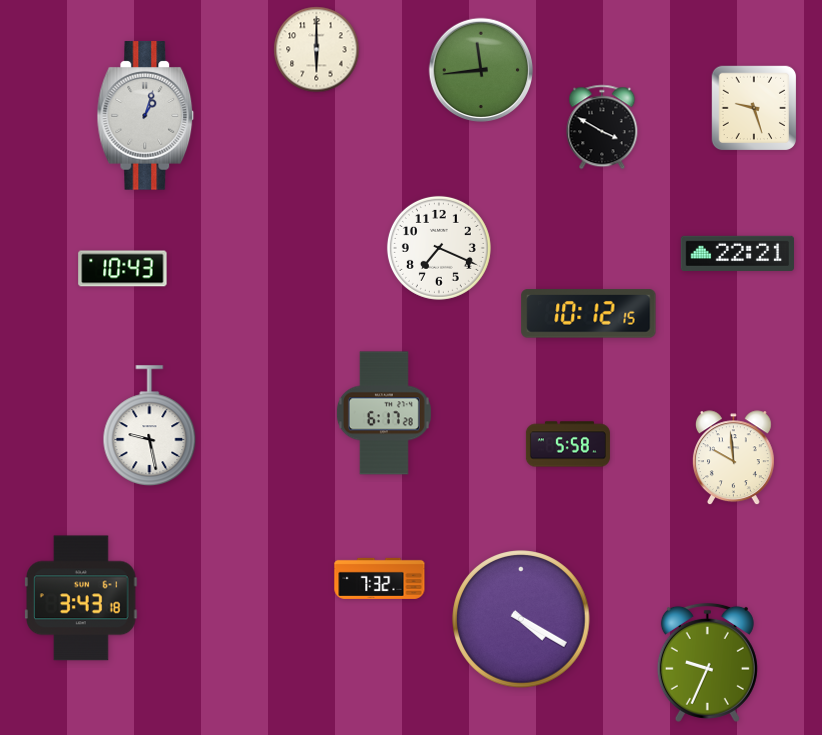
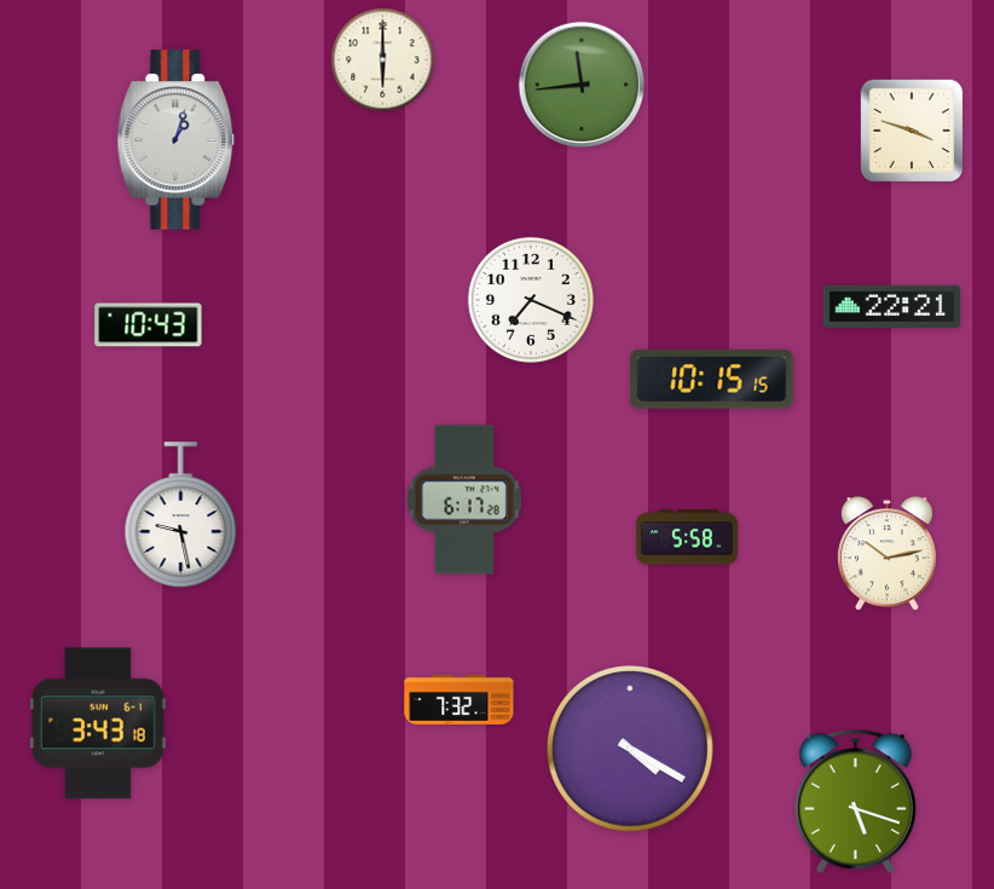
clock at (754, 108): 9:27 -> 3:48
clock at (602, 127): 3:50 -> none
clock at (589, 314): 10:12 -> 10:15
clock at (733, 458): 9:59 -> 10:13
clock at (707, 662): 9:34 -> 5:18
